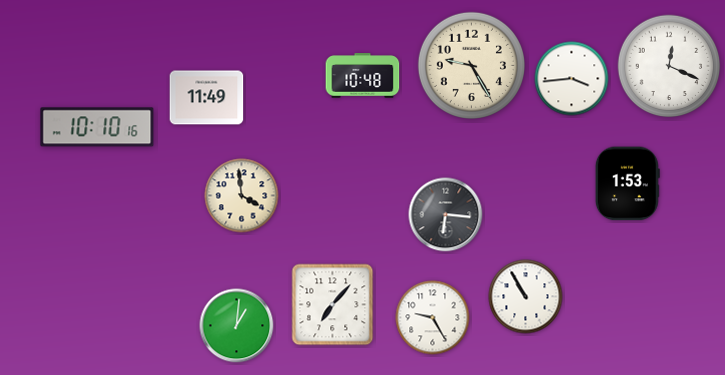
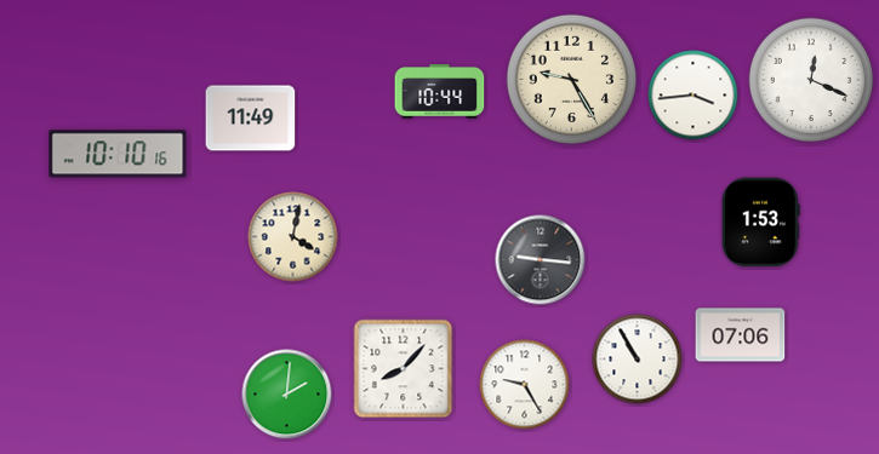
clock at (363, 76): 10:48 -> 10:44
clock at (242, 196): 3:59 -> 4:02
clock at (446, 215): 6:16 -> 9:16
clock at (741, 335): none -> 07:06
clock at (333, 305): 7:07 -> 8:07
clock at (237, 326): 1:01 -> 2:01
